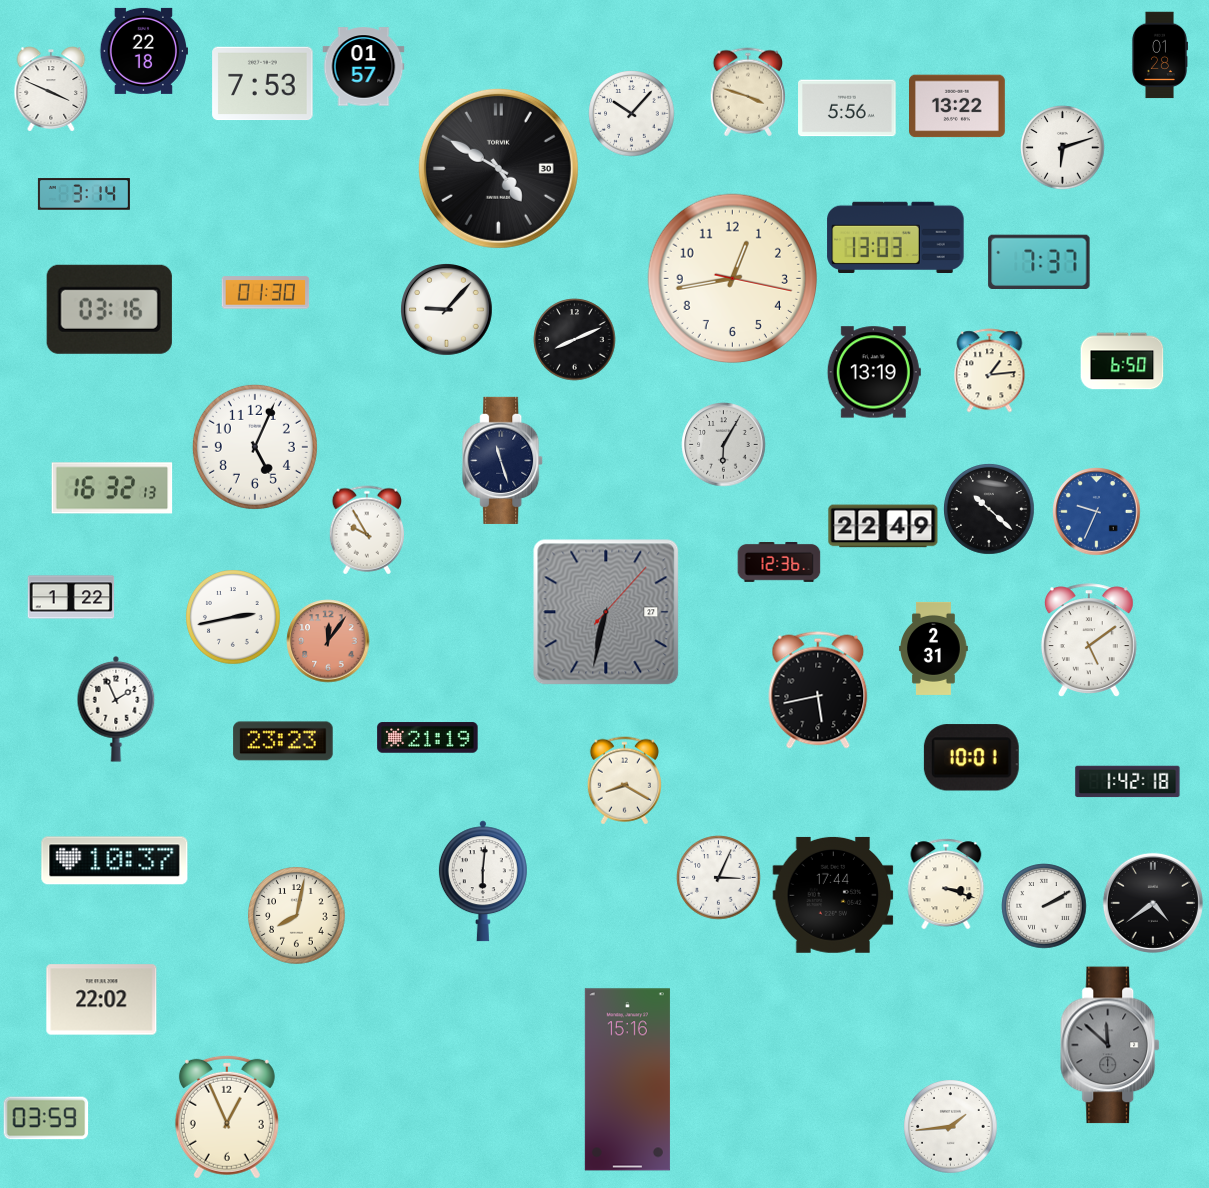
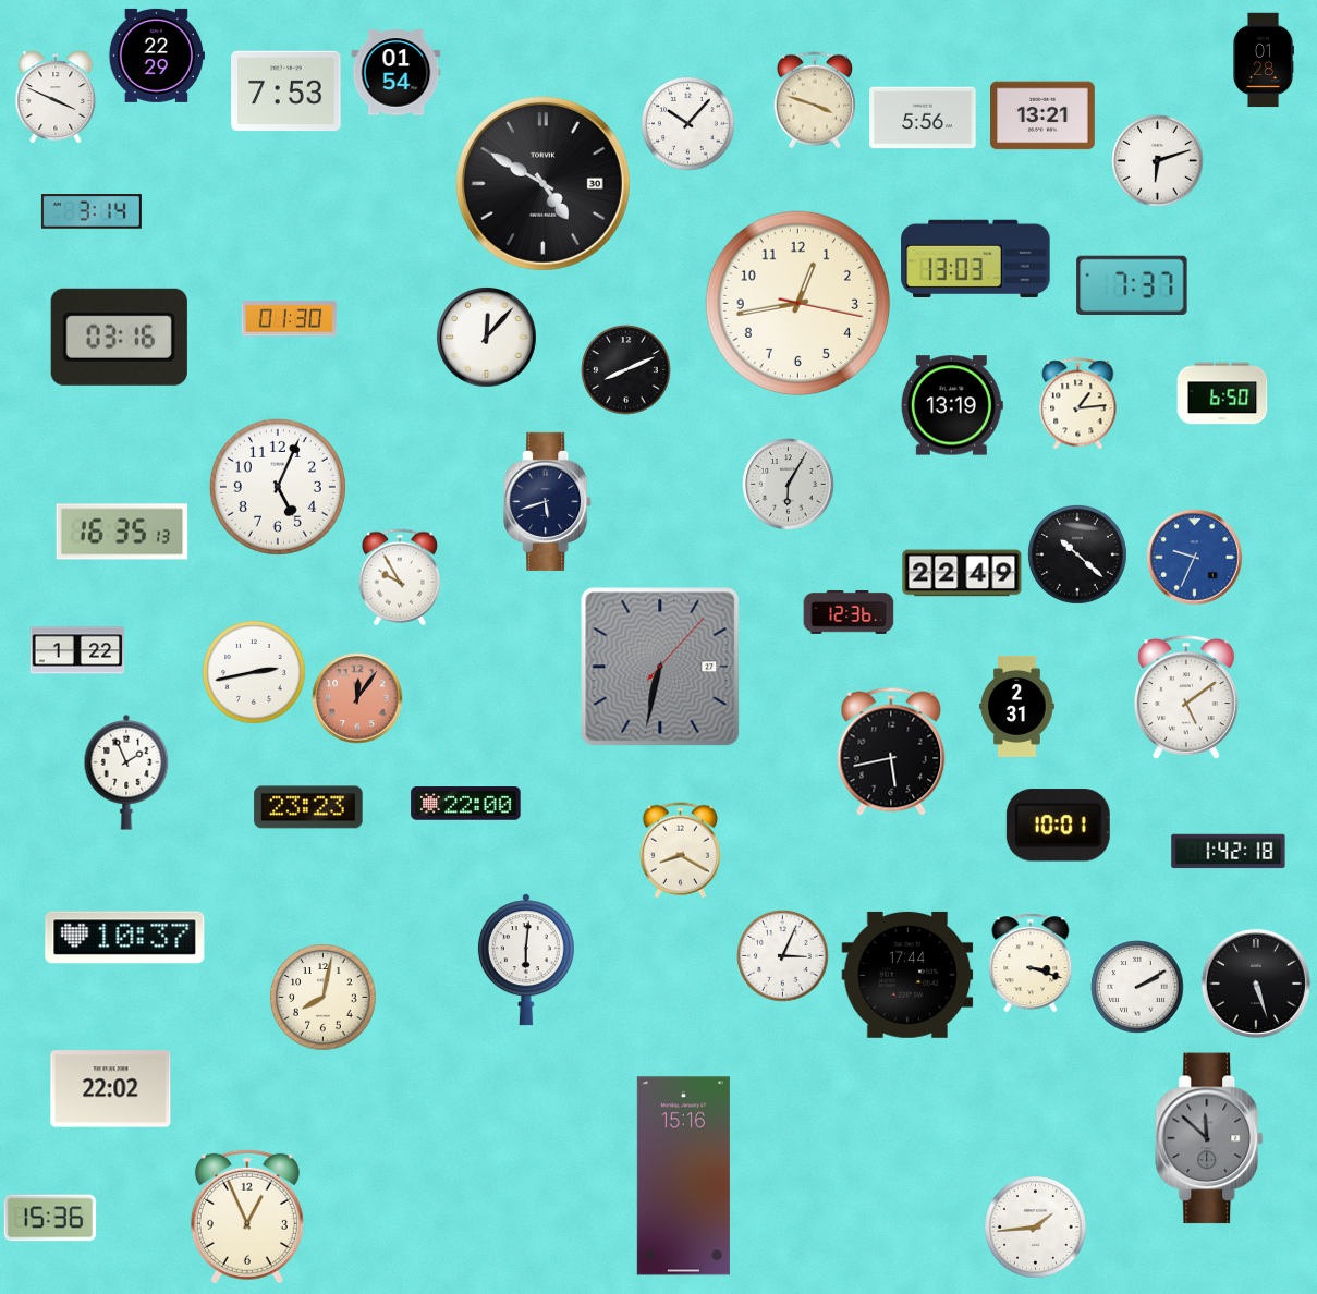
clock at (143, 51): 22:18 -> 22:29
clock at (364, 67): 01:57 -> 01:54
clock at (958, 106): 13:22 -> 13:21
clock at (447, 310): 9:07 -> 12:07
clock at (503, 460): 11:27 -> 5:42
clock at (112, 488): 16:32 -> 16:35
clock at (428, 738): 21:19 -> 22:00
clock at (1153, 903): 4:39 -> 5:27
clock at (46, 1118): 03:59 -> 15:36
